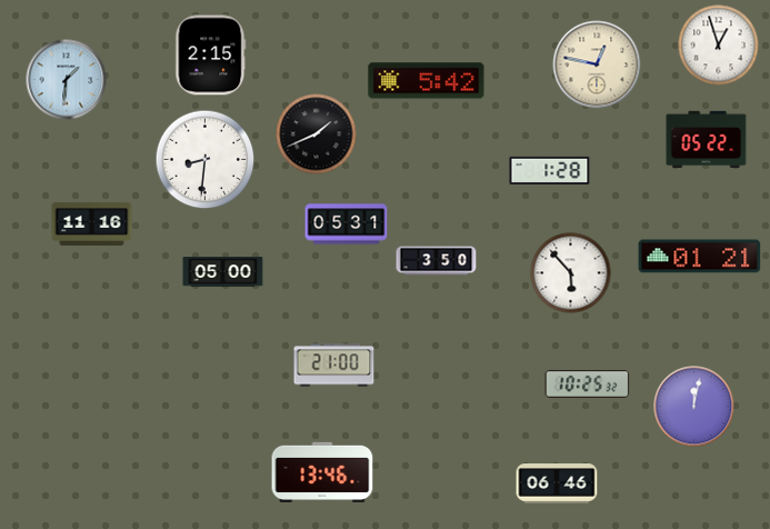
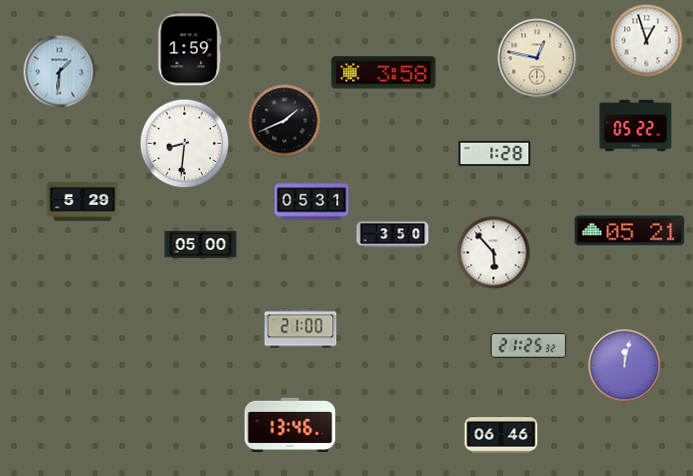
clock at (211, 56): 2:15 -> 1:59
clock at (427, 81): 5:42 -> 3:58
clock at (92, 223): 11:16 -> 5:29
clock at (700, 257): 01:21 -> 05:21
clock at (571, 273) position: (571, 273) -> (494, 253)
clock at (588, 383): 10:25 -> 21:25
